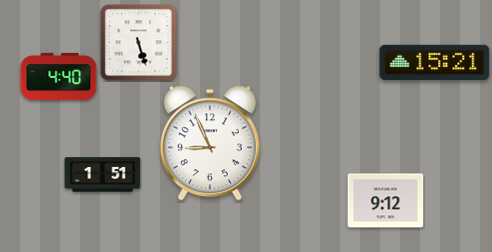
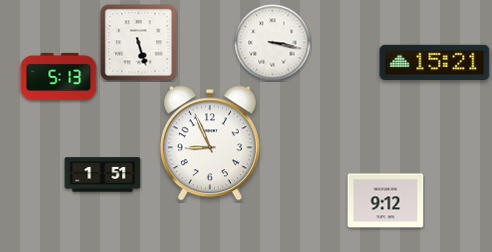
clock at (273, 43): none -> 3:17
clock at (59, 76): 4:40 -> 5:13
